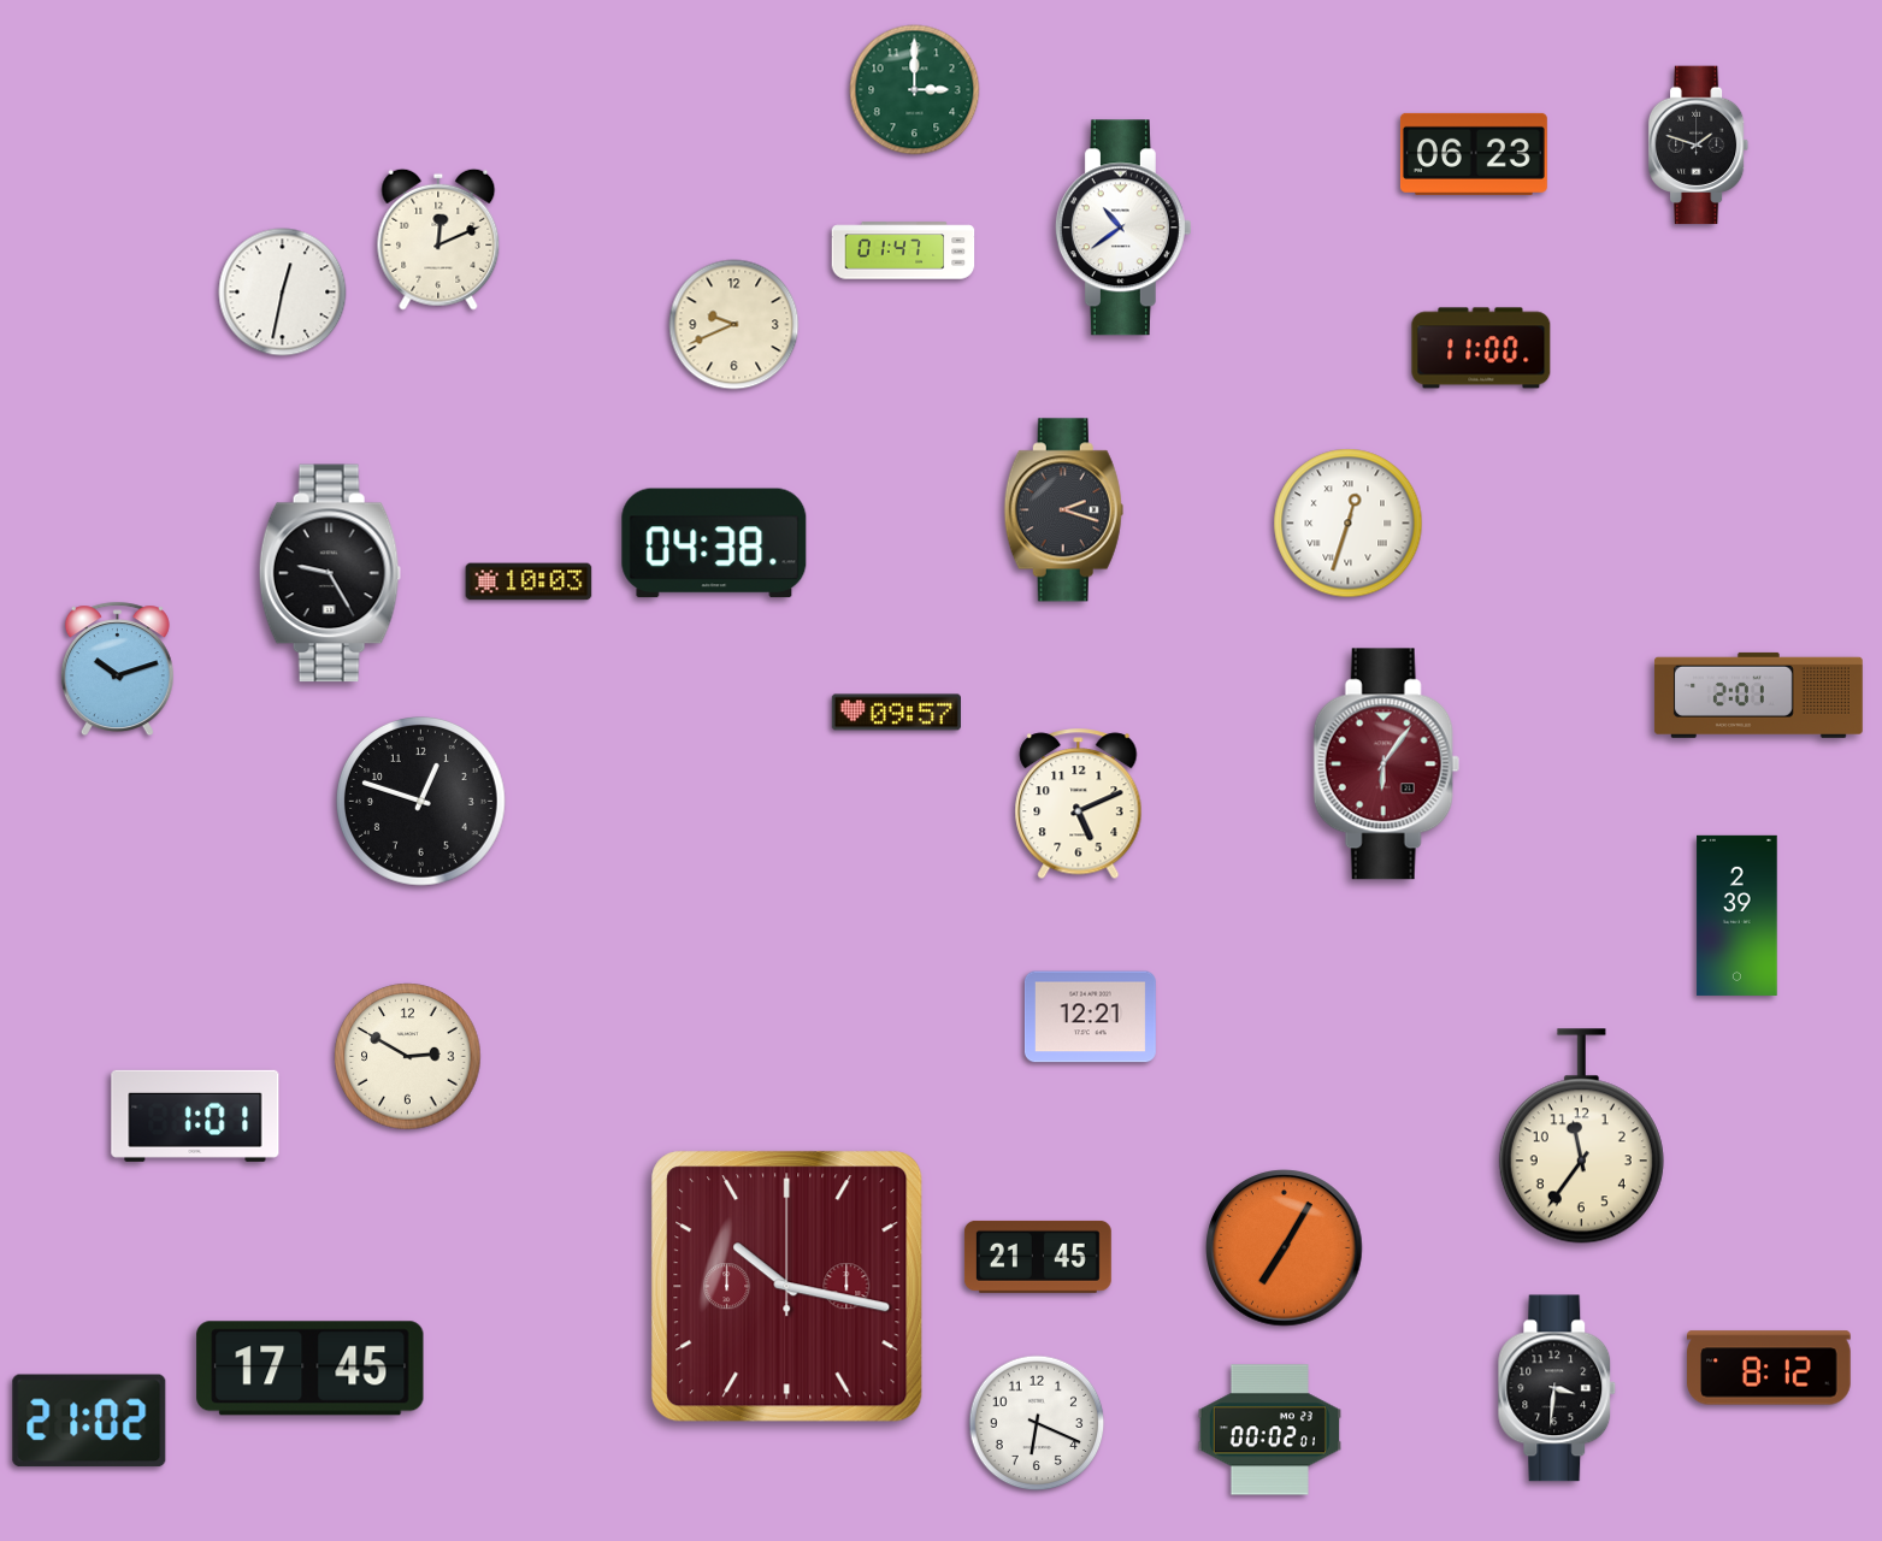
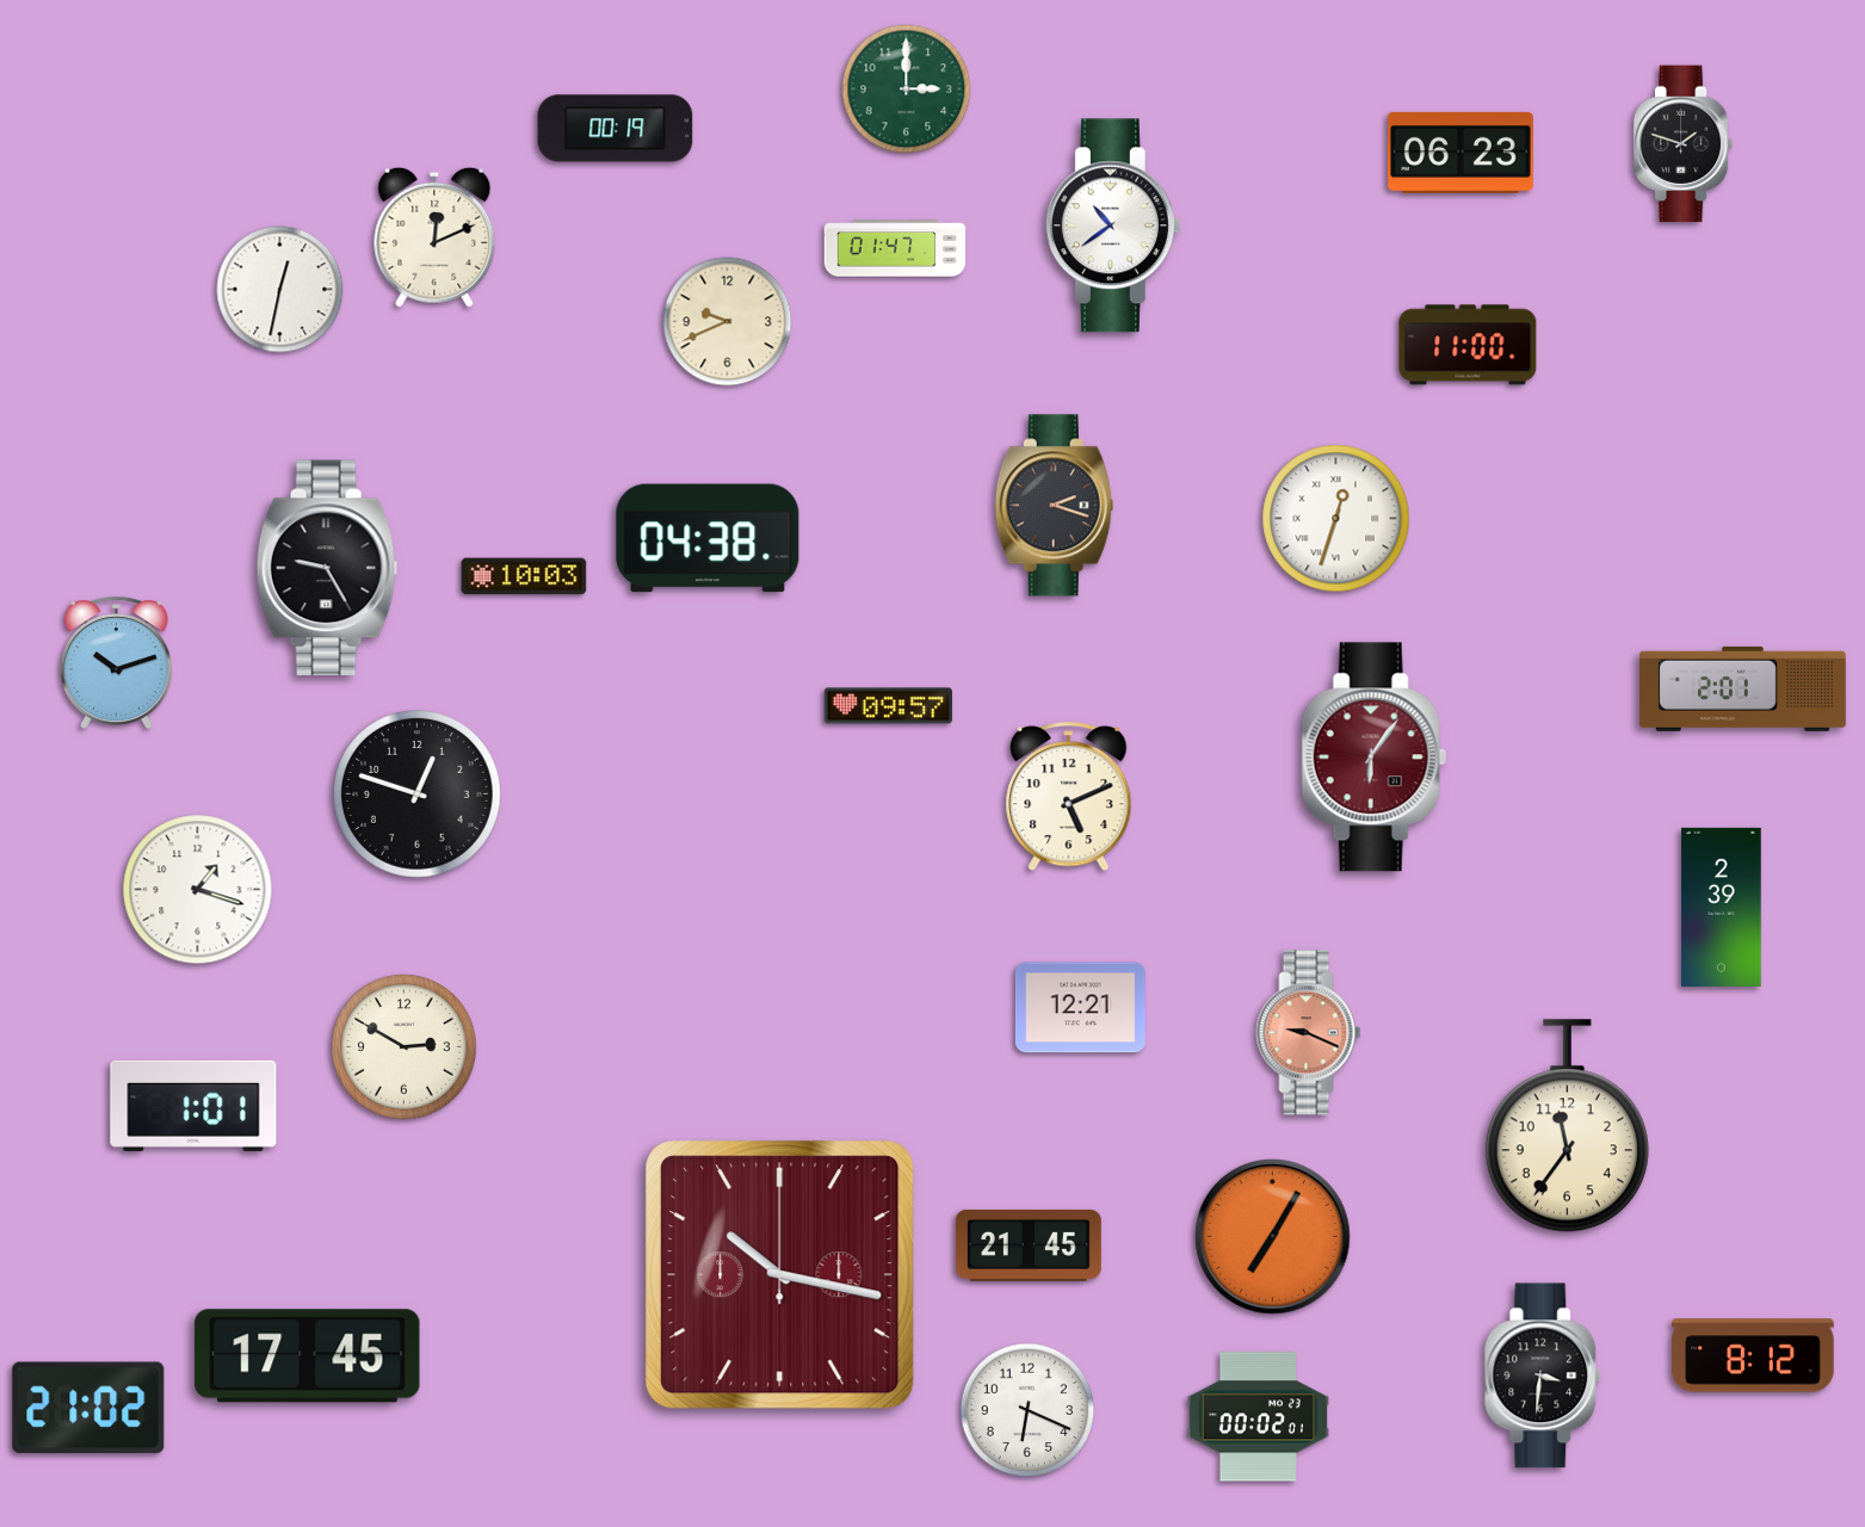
clock at (616, 129): none -> 00:19
clock at (198, 890): none -> 1:18
clock at (1309, 1033): none -> 9:19
